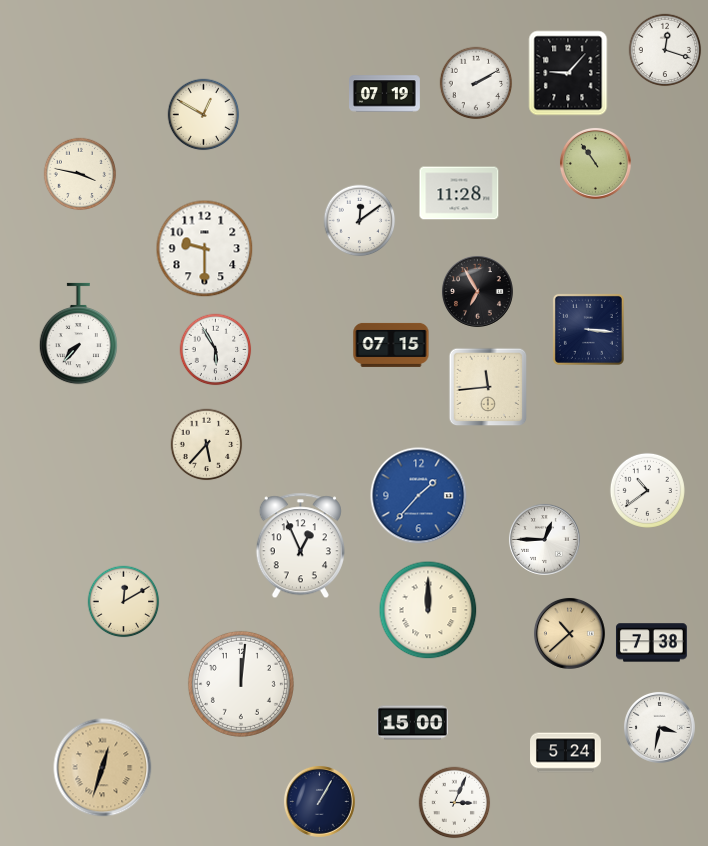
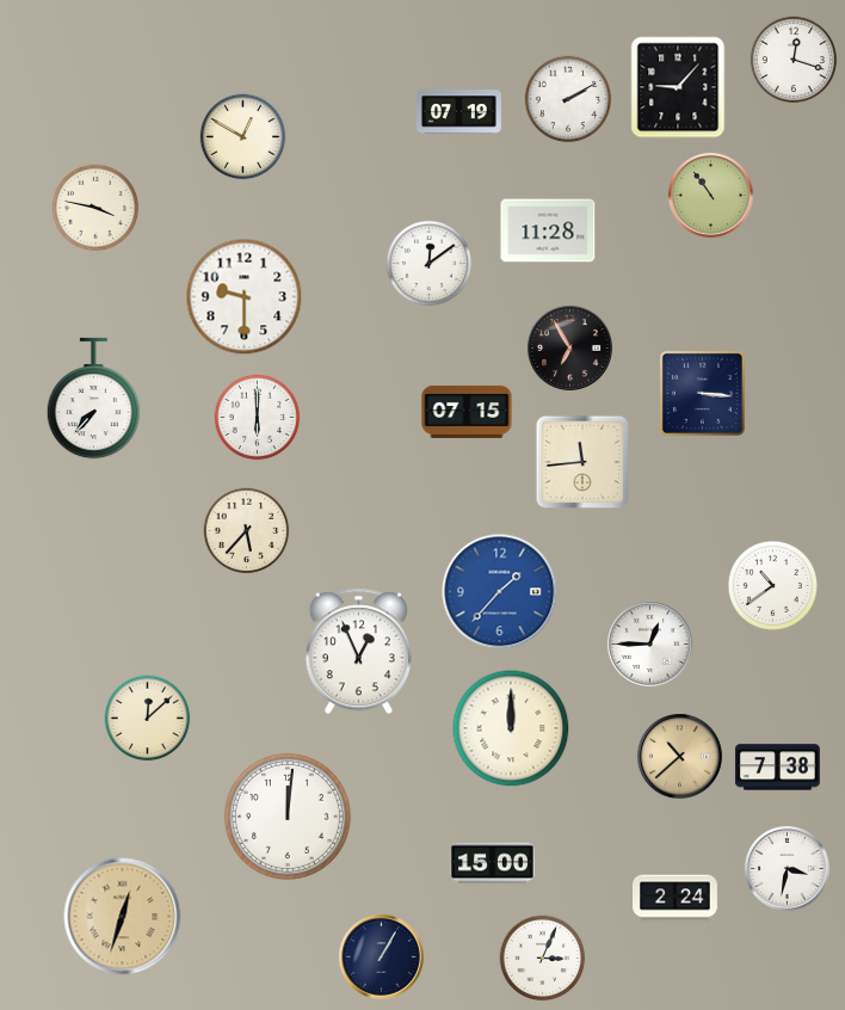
clock at (216, 350): 5:55 -> 6:00
clock at (124, 602): 12:10 -> 12:08
clock at (566, 753): 5:24 -> 2:24
